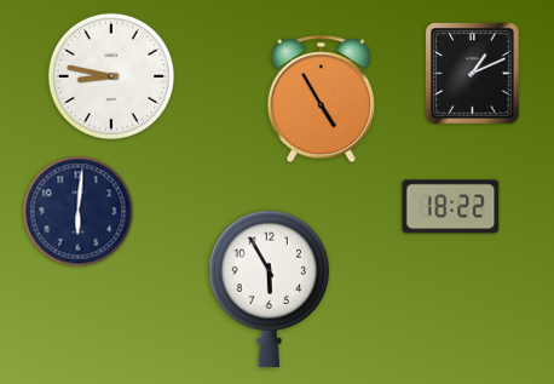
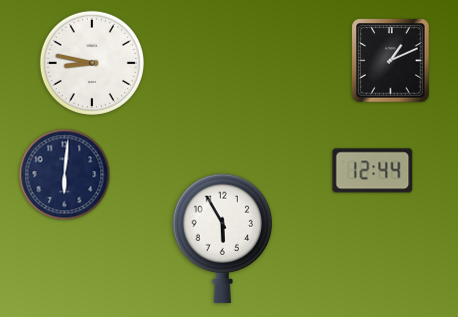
clock at (321, 99): 4:55 -> none
clock at (451, 207): 18:22 -> 12:44
